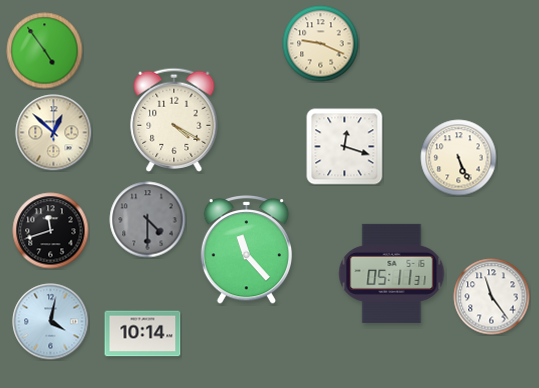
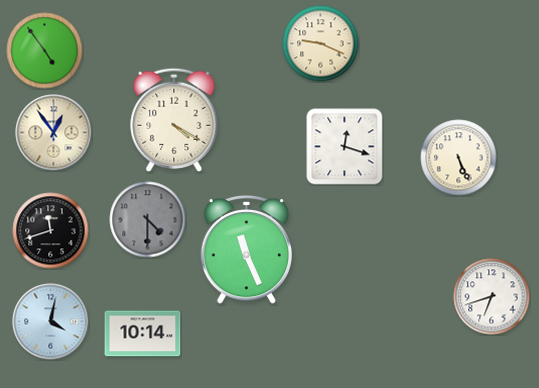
clock at (54, 133): 12:52 -> 12:54
clock at (247, 250): 11:23 -> 11:26
clock at (392, 273): 05:11 -> none
clock at (492, 297): 11:24 -> 6:42
